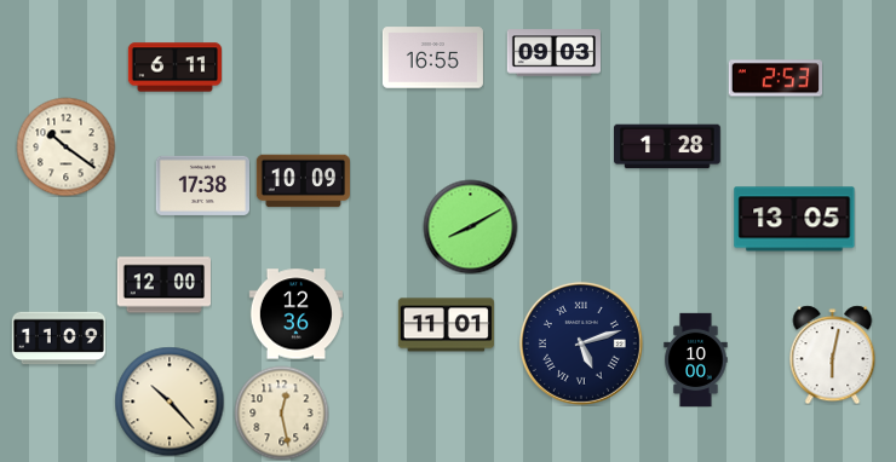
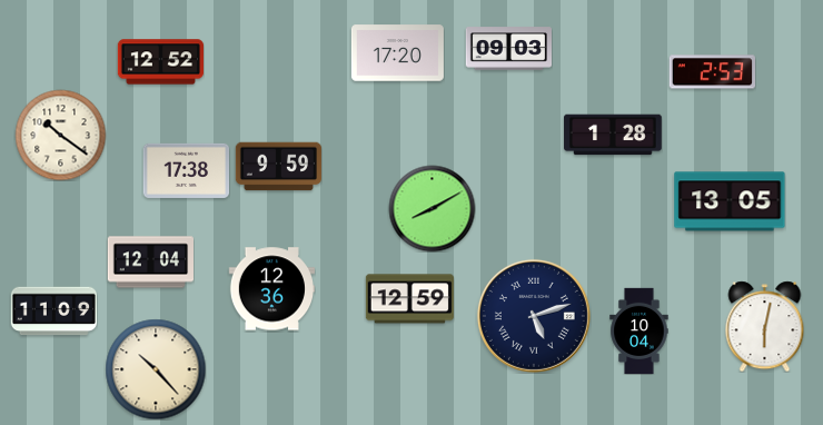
clock at (432, 58): 16:55 -> 17:20
clock at (174, 68): 6:11 -> 12:52
clock at (303, 181): 10:09 -> 9:59
clock at (163, 285): 12:00 -> 12:04
clock at (446, 325): 11:01 -> 12:59
clock at (696, 359): 10:00 -> 10:04
clock at (281, 412): 12:28 -> none
